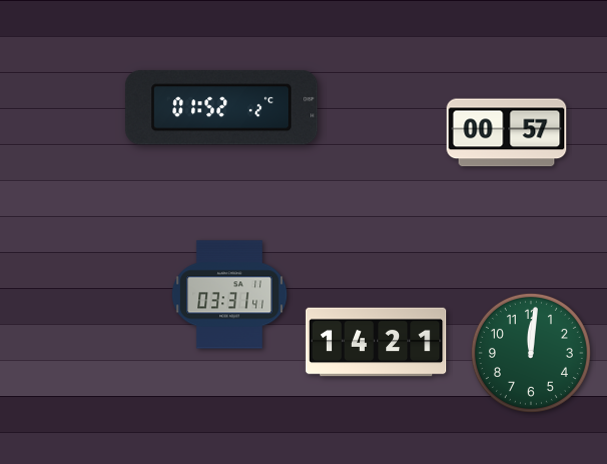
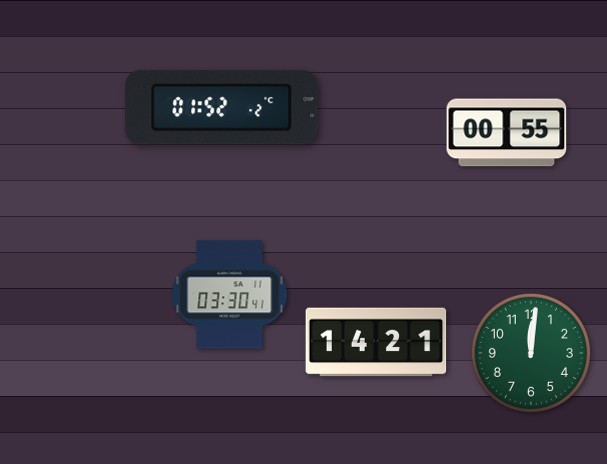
clock at (507, 133): 00:57 -> 00:55
clock at (230, 295): 03:31 -> 03:30
